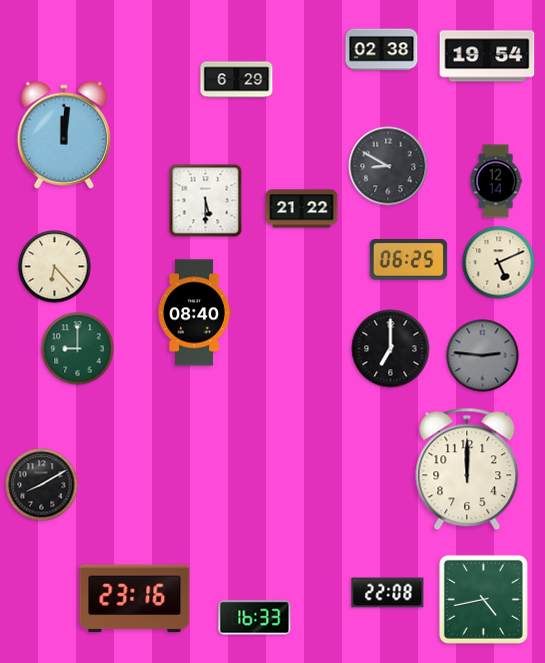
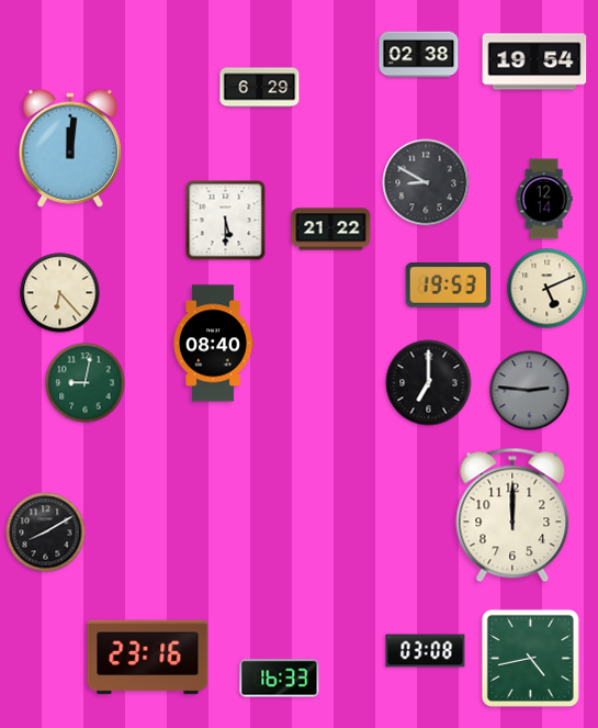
clock at (409, 260): 06:25 -> 19:53
clock at (78, 349): 9:00 -> 9:02
clock at (388, 593): 22:08 -> 03:08
